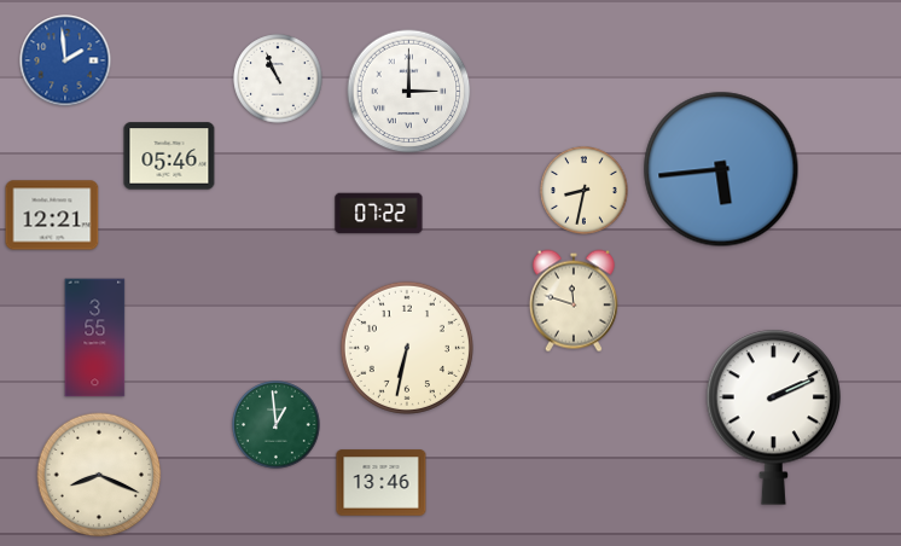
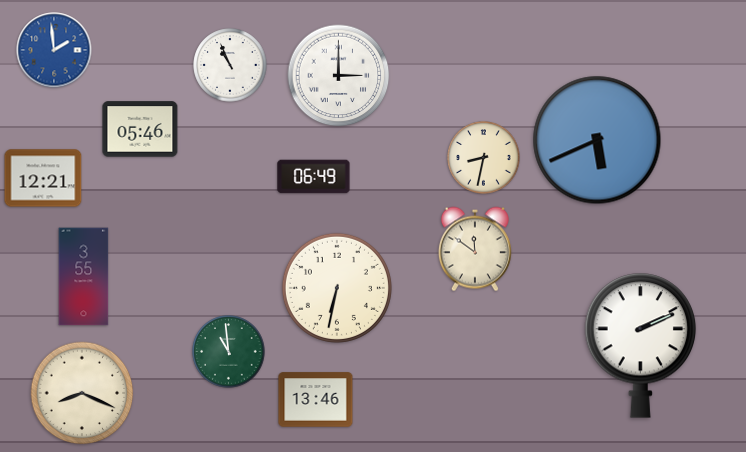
clock at (721, 169): 5:44 -> 5:41
clock at (379, 214): 07:22 -> 06:49
clock at (574, 301): 11:48 -> 11:51
clock at (95, 338) position: (95, 338) -> (84, 277)
clock at (277, 425): 12:59 -> 10:59
